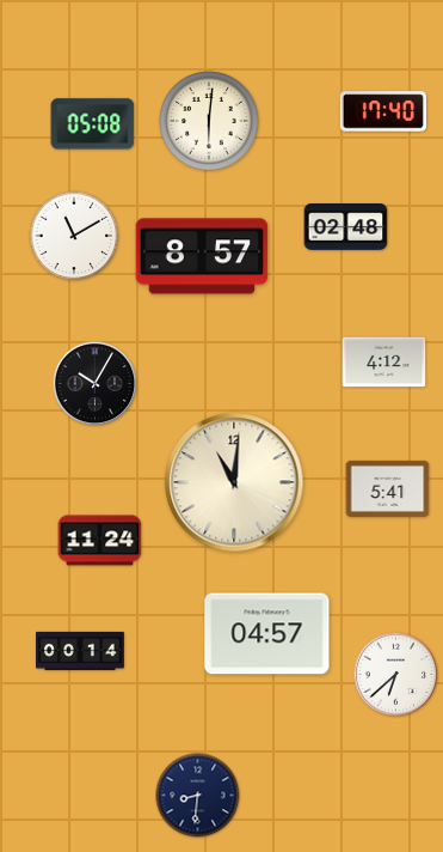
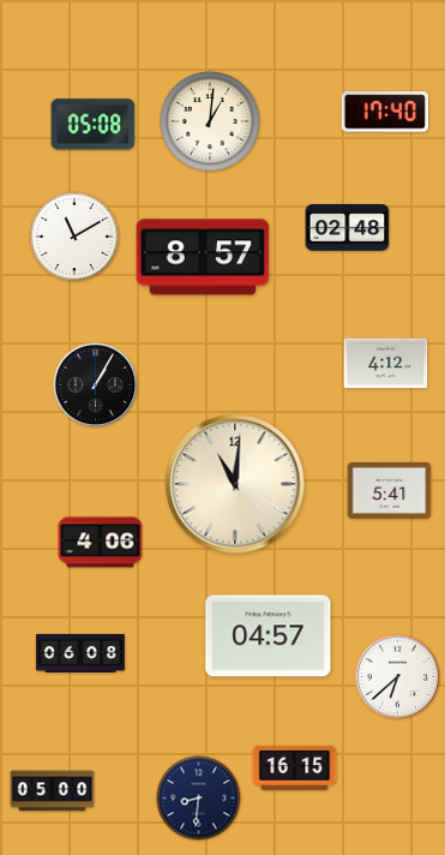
clock at (209, 121): 6:01 -> 1:01
clock at (96, 384): 10:05 -> 1:05
clock at (100, 541): 11:24 -> 4:06
clock at (81, 651): 00:14 -> 06:08
clock at (295, 767): none -> 16:15
clock at (53, 791): none -> 05:00
